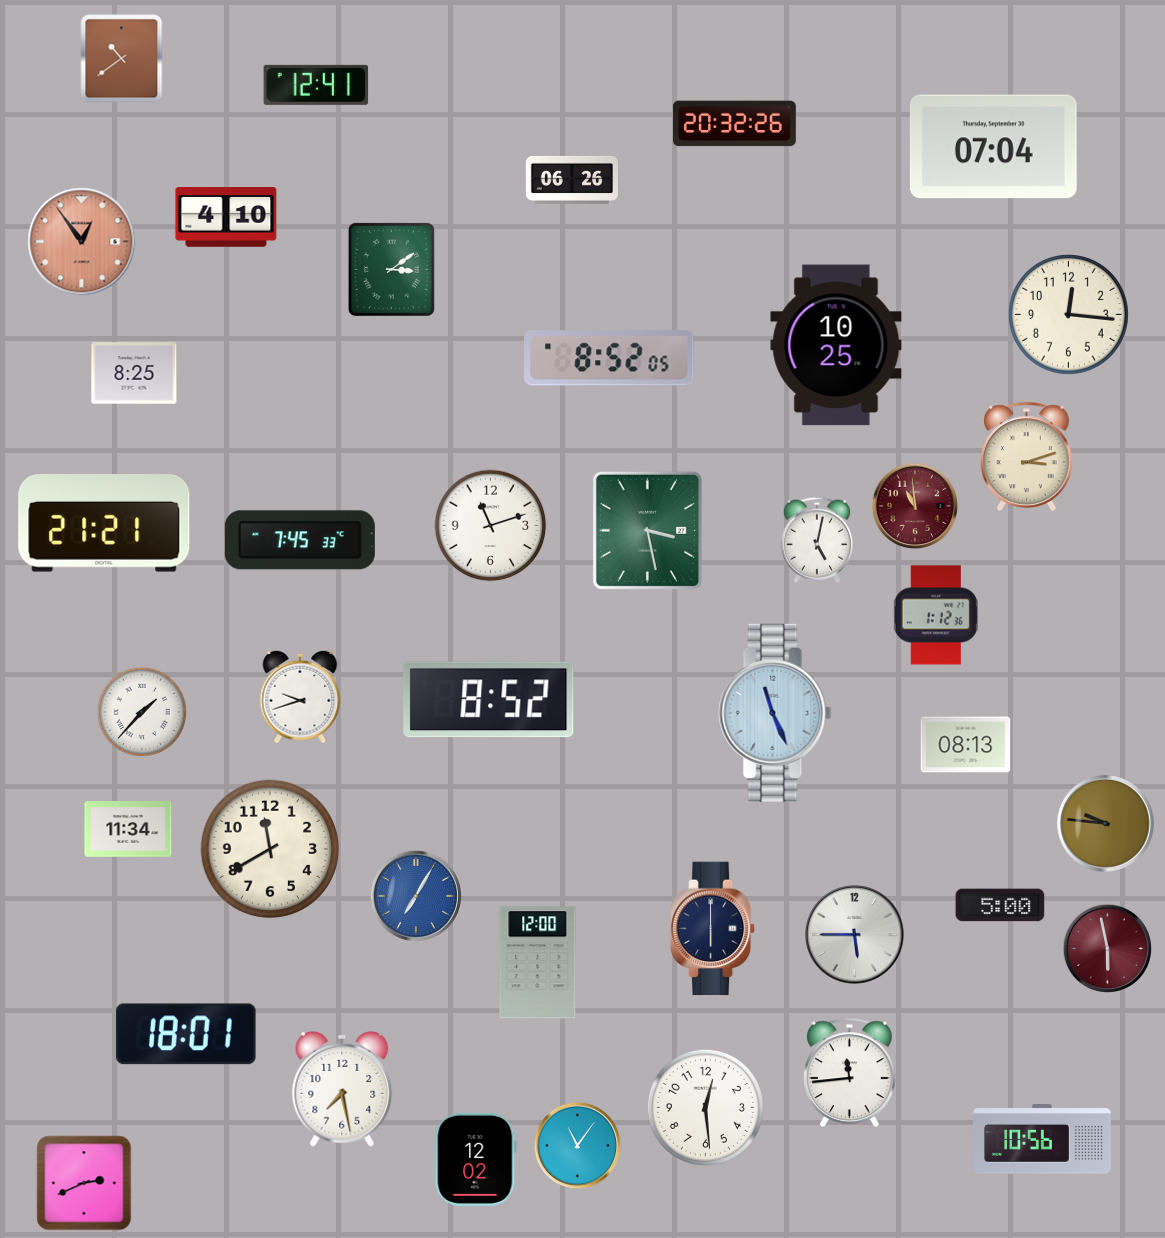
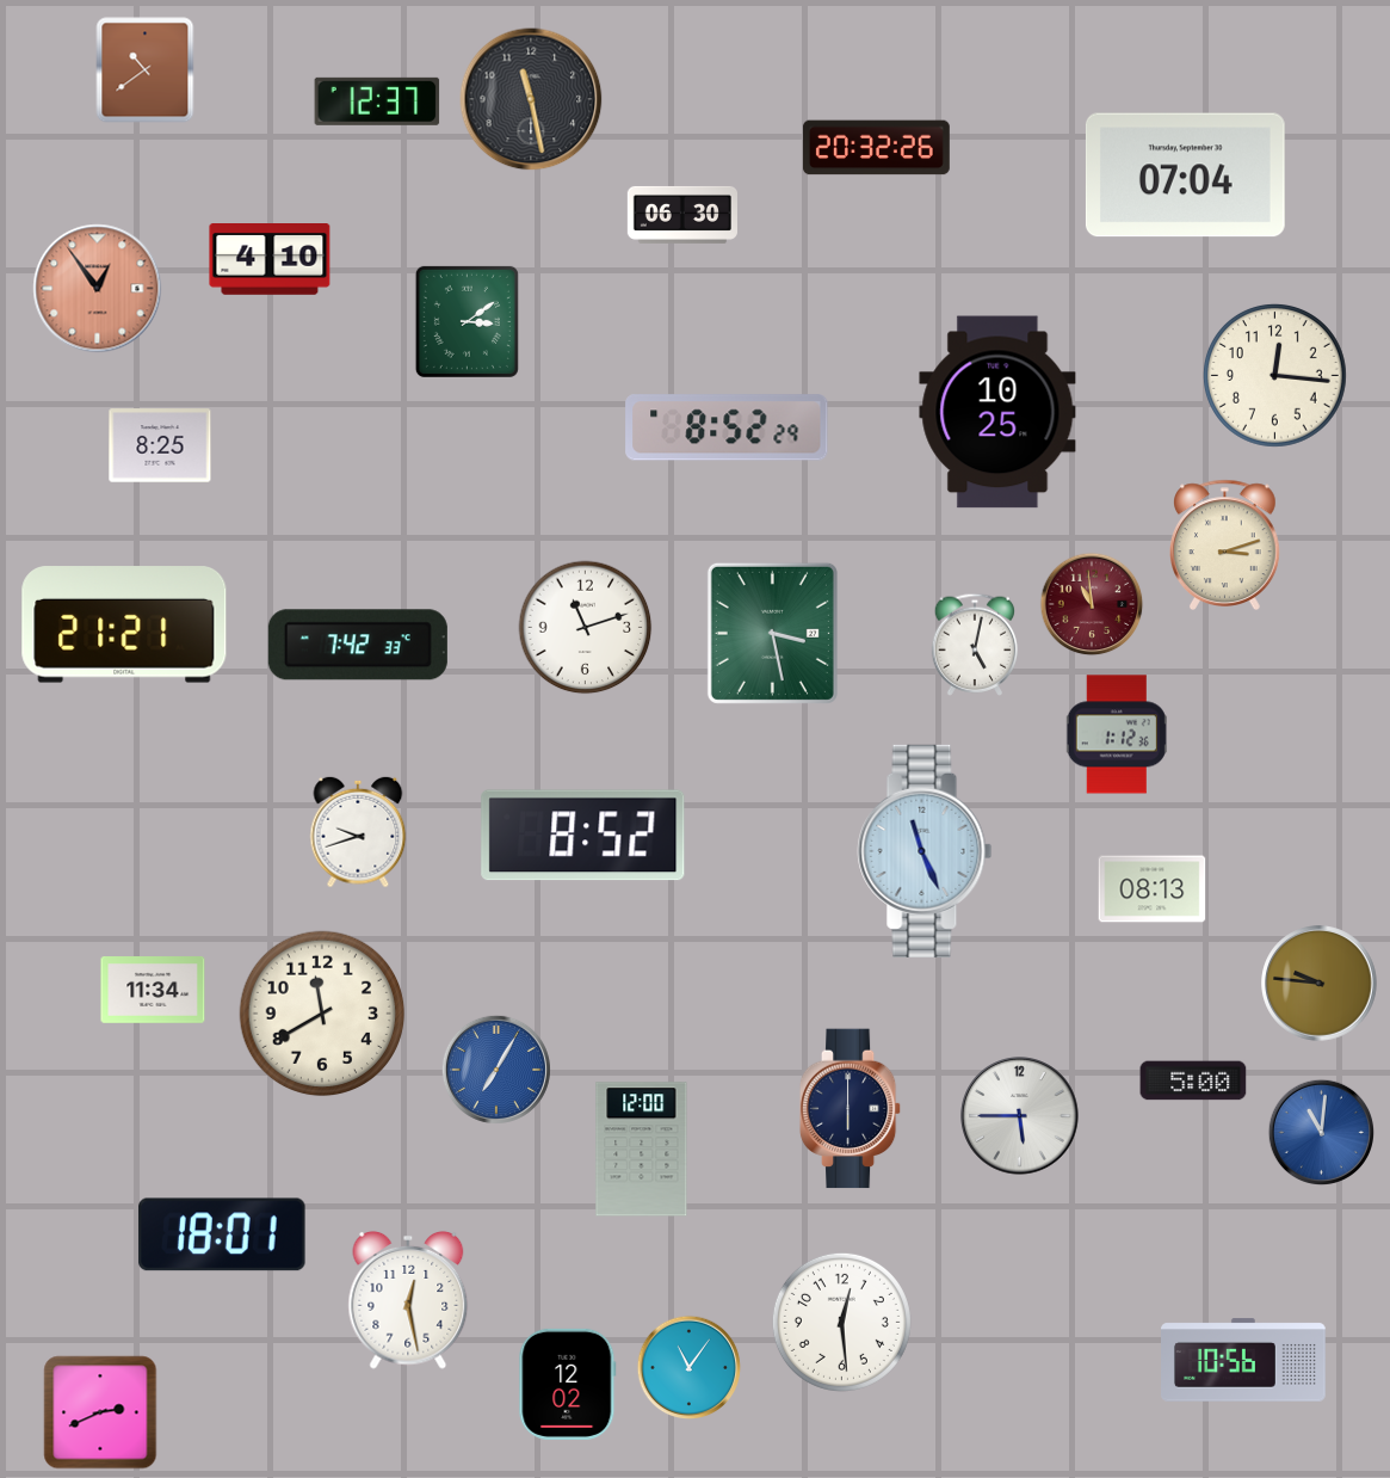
clock at (531, 99): none -> 11:28
clock at (316, 85): 12:41 -> 12:37
clock at (571, 180): 06:26 -> 06:30
clock at (609, 358): 8:52:05 -> 8:52:29
clock at (300, 540): 7:45 -> 7:42
clock at (142, 712): 1:37 -> none
clock at (1107, 948): 5:58 -> 11:01
clock at (1107, 948) dial: burgundy -> blue
clock at (850, 1072): 11:44 -> none
clock at (342, 1089): 7:28 -> 12:28
